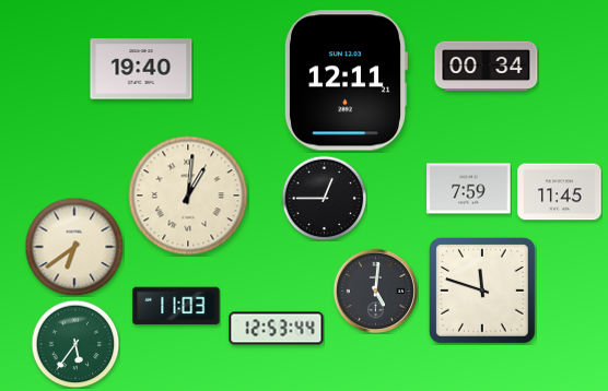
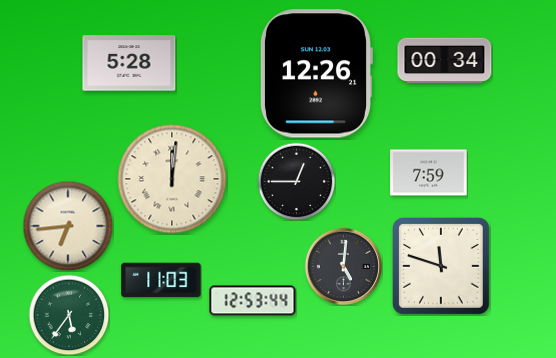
clock at (141, 69): 19:40 -> 5:28
clock at (346, 81): 12:11 -> 12:26
clock at (560, 192): 11:45 -> none
clock at (188, 195): 1:01 -> 12:01
clock at (74, 247): 6:39 -> 6:44
